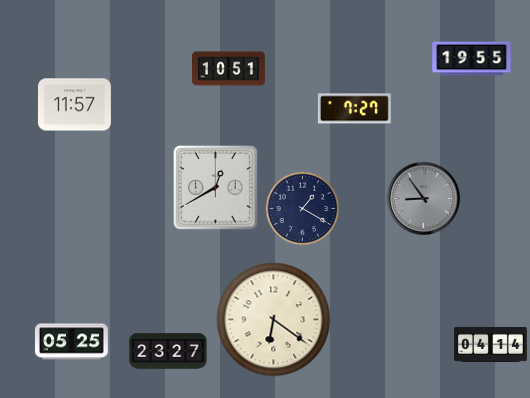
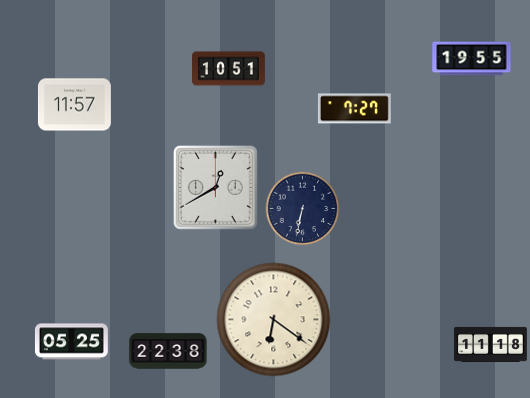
clock at (423, 198): 8:54 -> none
clock at (303, 209): 1:20 -> 6:32
clock at (491, 344): 04:14 -> 11:18
clock at (168, 351): 23:27 -> 22:38
